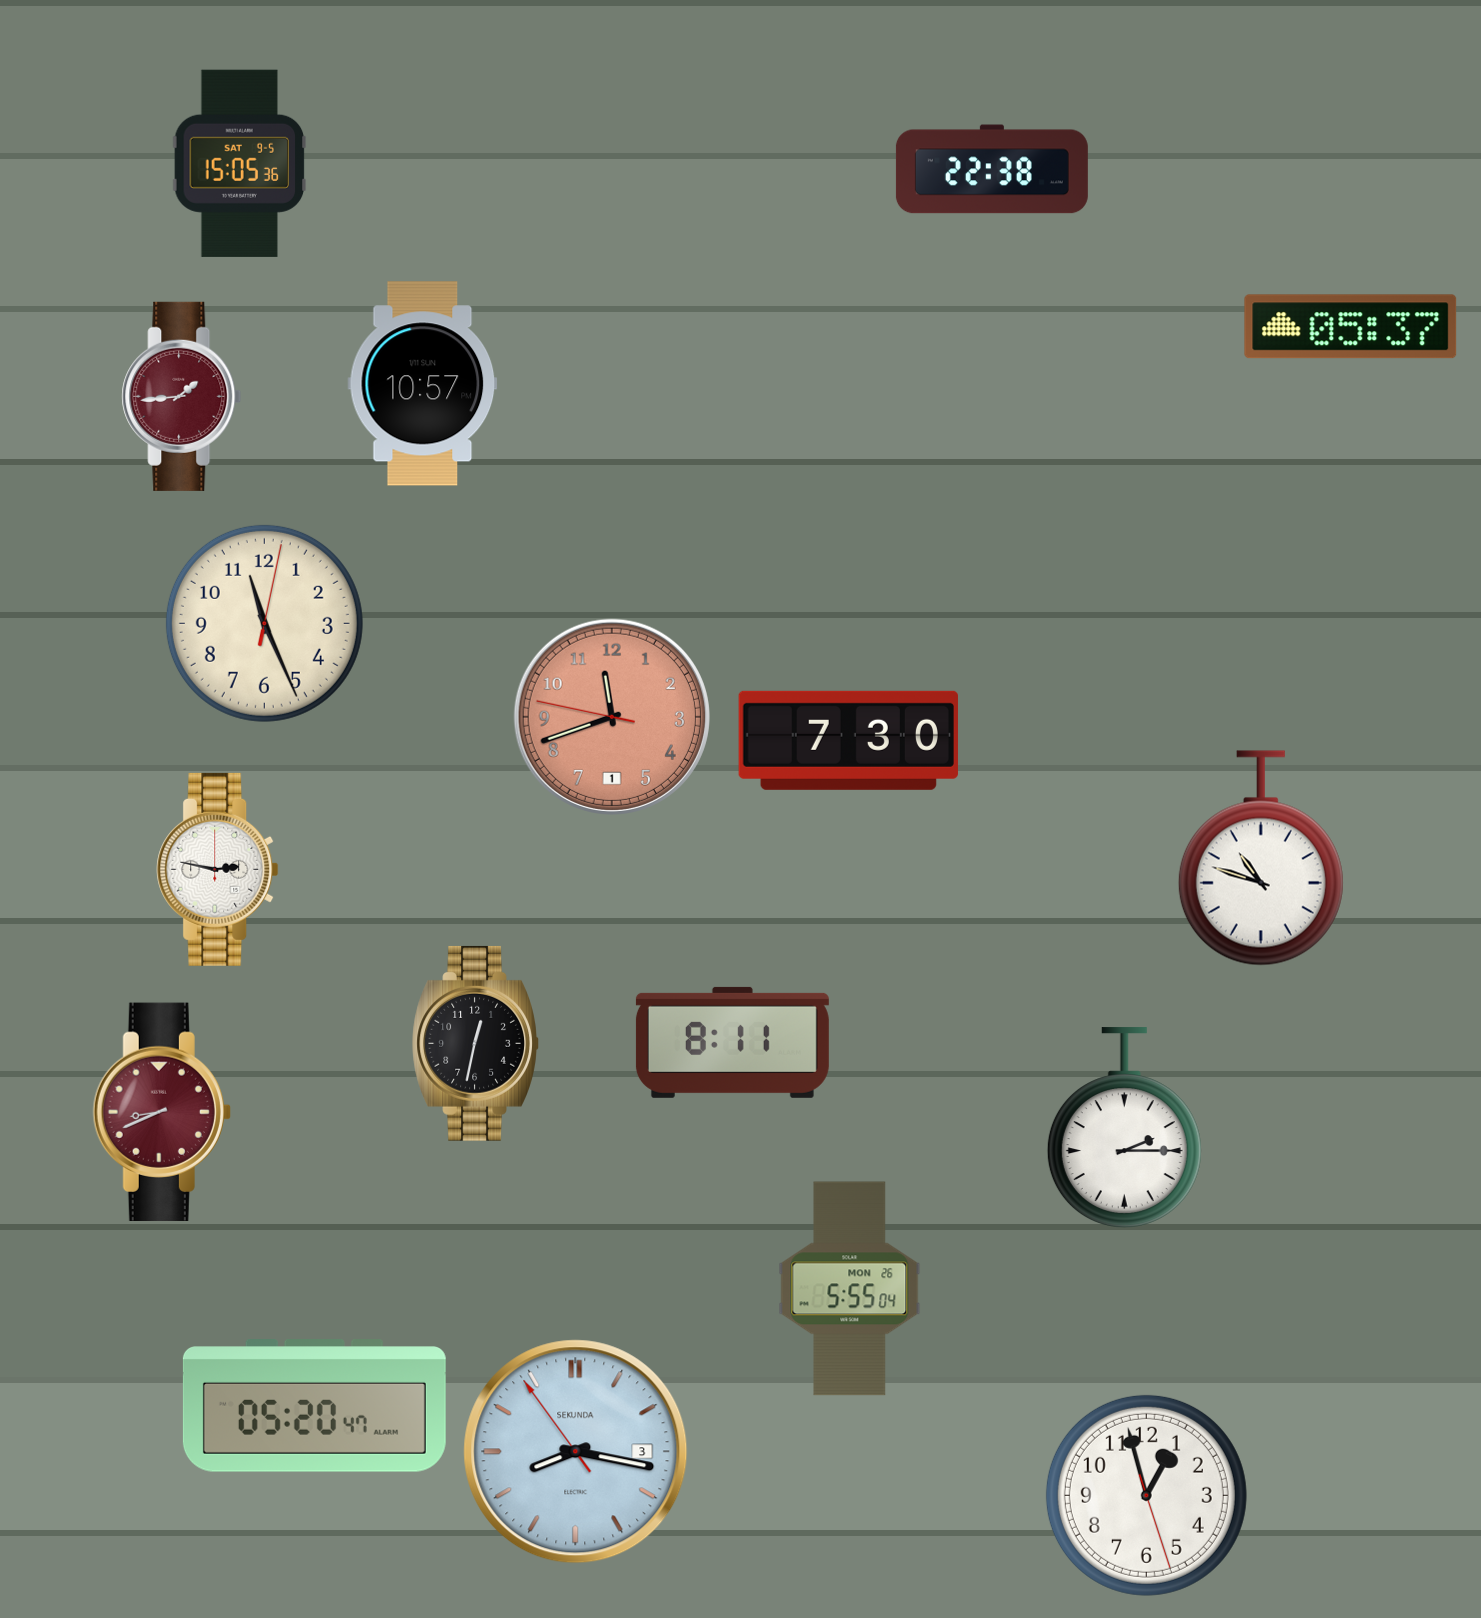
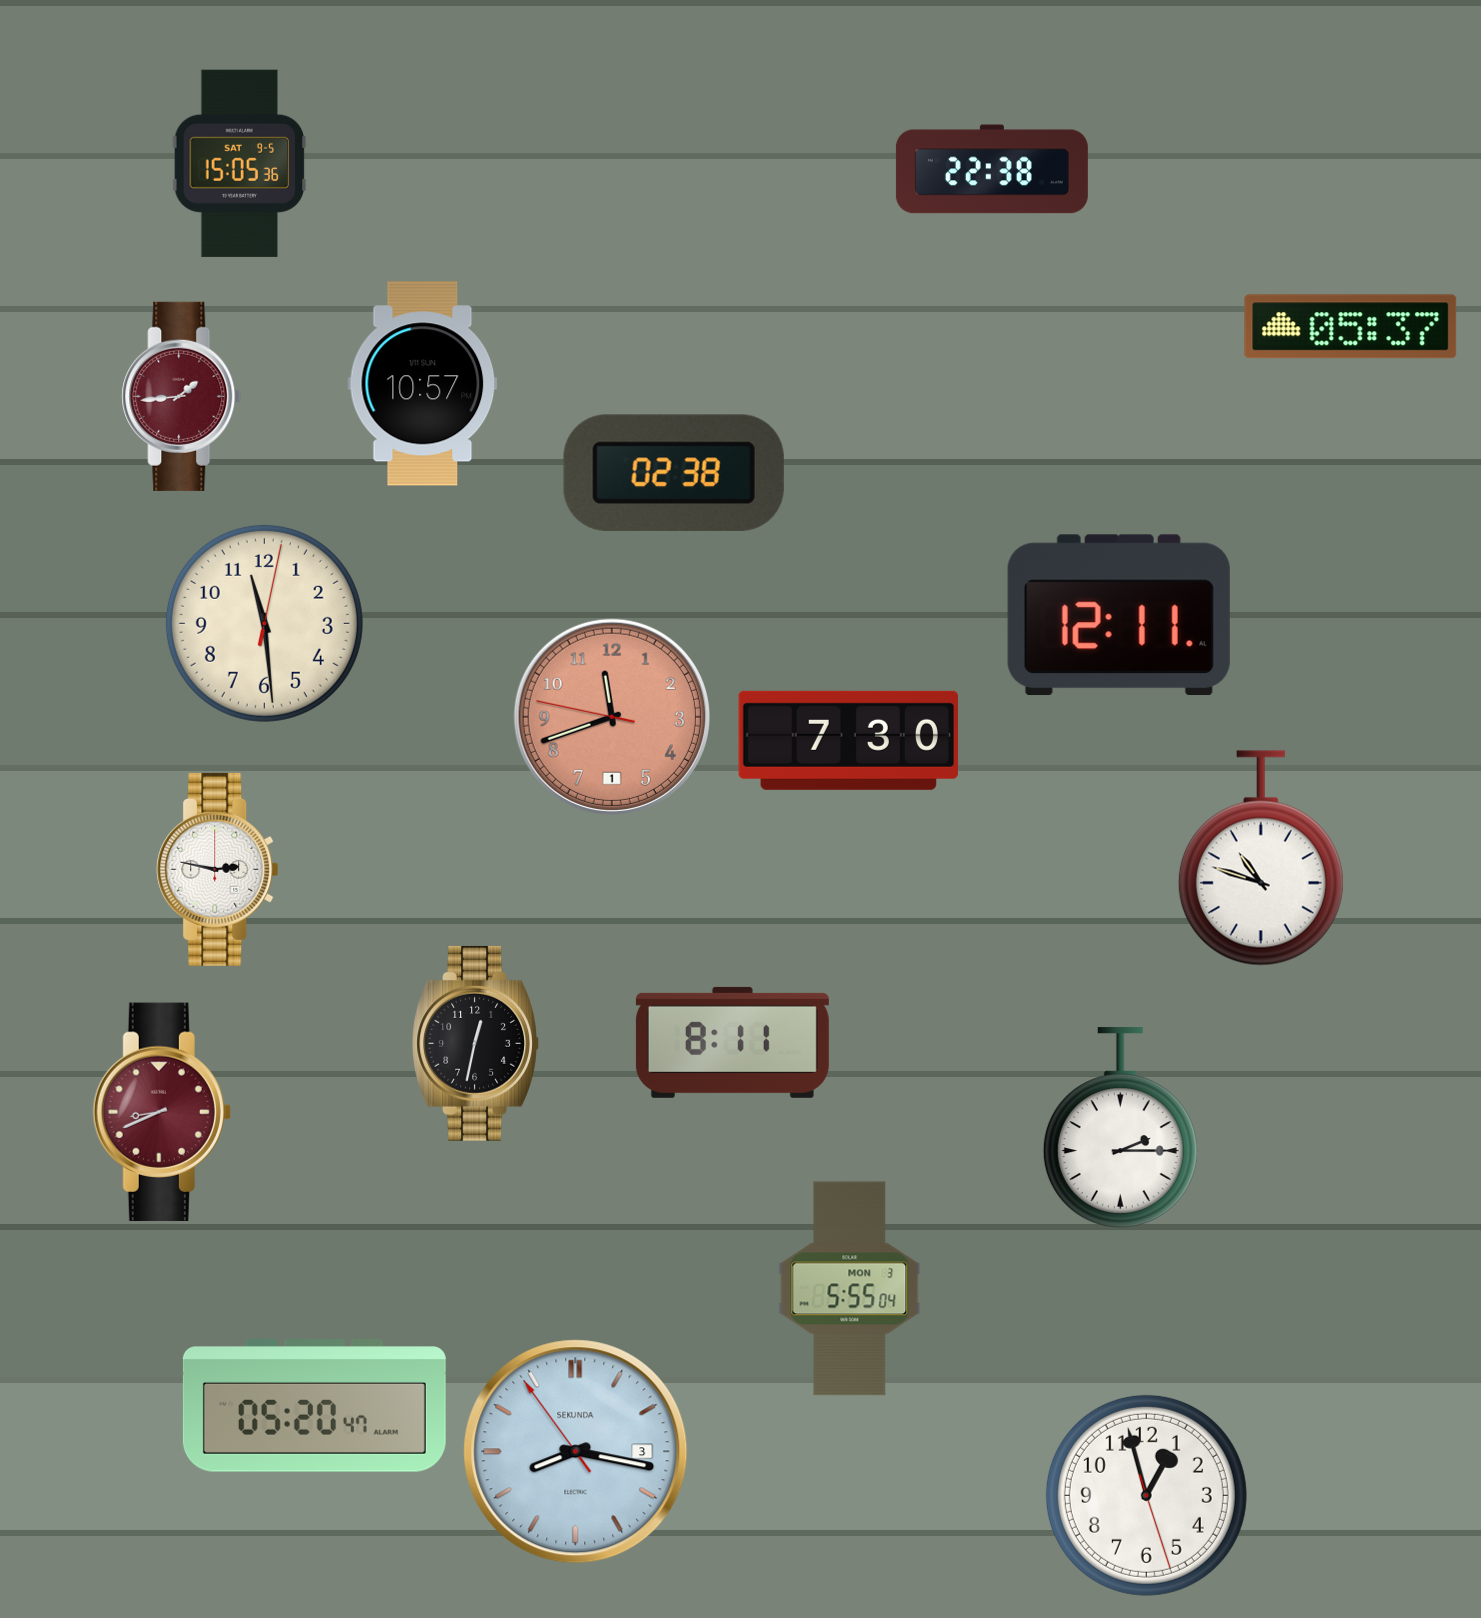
clock at (674, 473): none -> 02:38
clock at (1119, 615): none -> 12:11
clock at (264, 623): 11:26 -> 11:29
clock at (1124, 1127) position: (1124, 1127) -> (1120, 1127)
clock at (850, 1289) date: MON 26 -> MON 3
